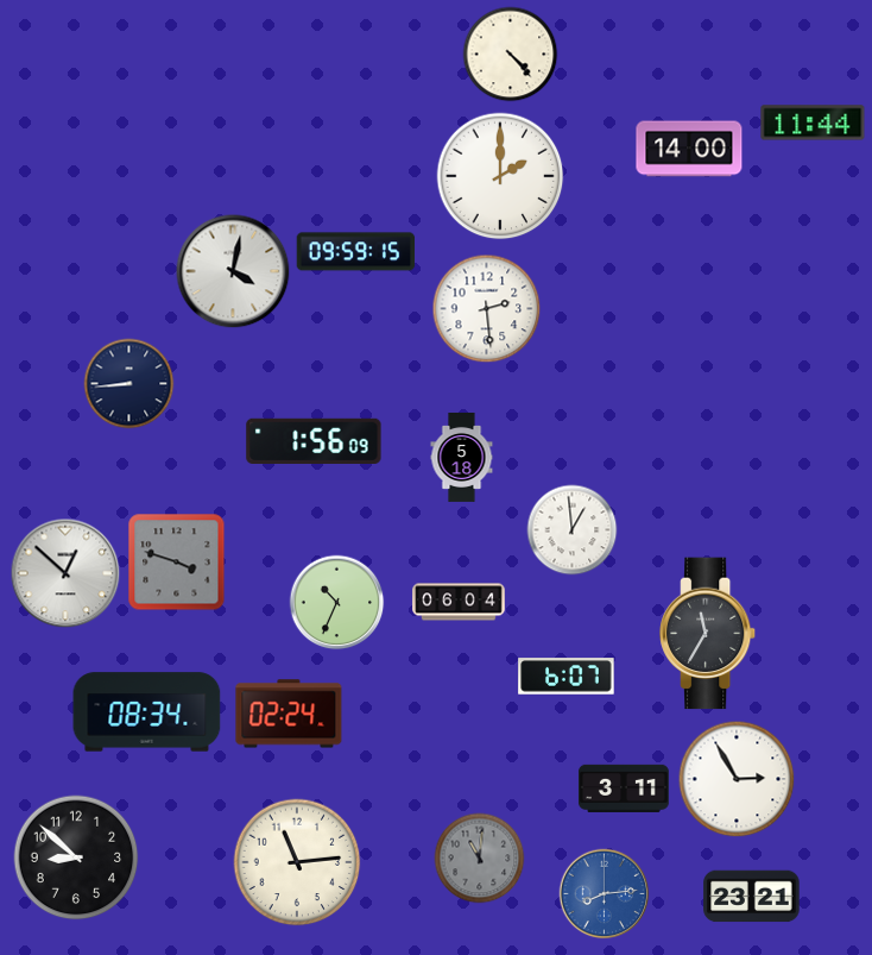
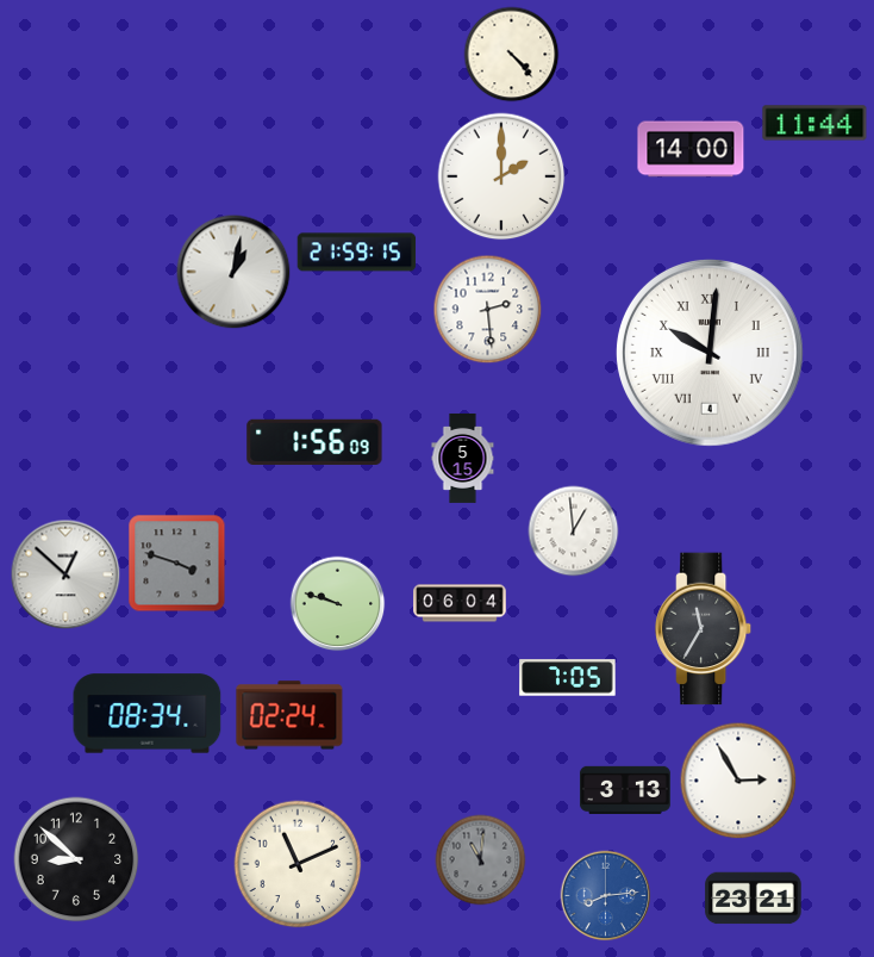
clock at (356, 252): 09:59 -> 21:59
clock at (233, 271): 4:02 -> 1:02
clock at (710, 353): none -> 10:01
clock at (129, 384): 8:44 -> none
clock at (462, 457): 5:18 -> 5:15
clock at (337, 603): 10:34 -> 9:48
clock at (709, 634) position: (709, 634) -> (705, 629)
clock at (567, 677): 6:07 -> 7:05
clock at (624, 788): 3:11 -> 3:13
clock at (297, 862): 11:14 -> 11:11
